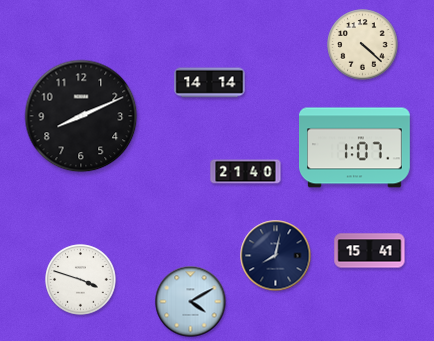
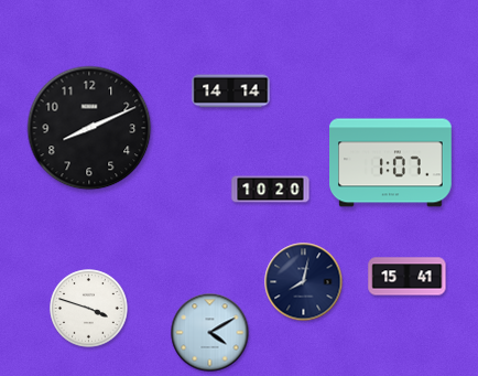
clock at (363, 45): 4:22 -> none
clock at (246, 172): 21:40 -> 10:20
